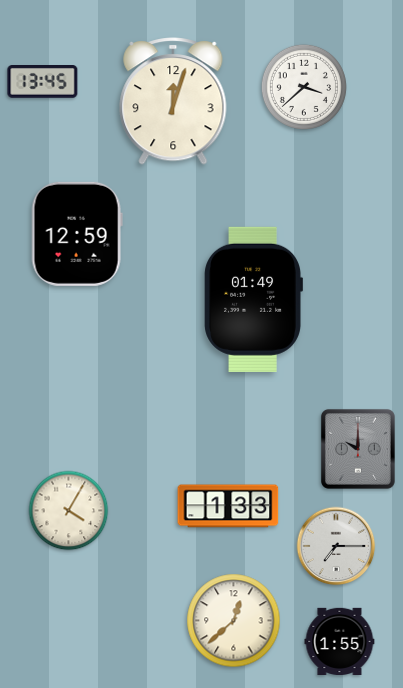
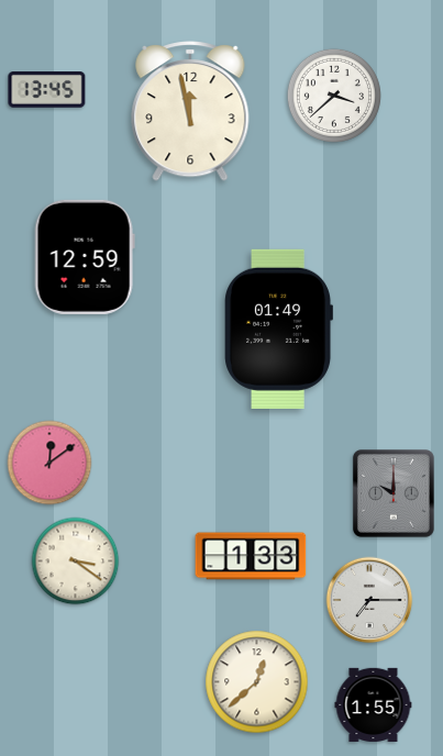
clock at (173, 101): 12:03 -> 11:58
clock at (49, 463): none -> 12:09
clock at (69, 511): 4:05 -> 3:21
